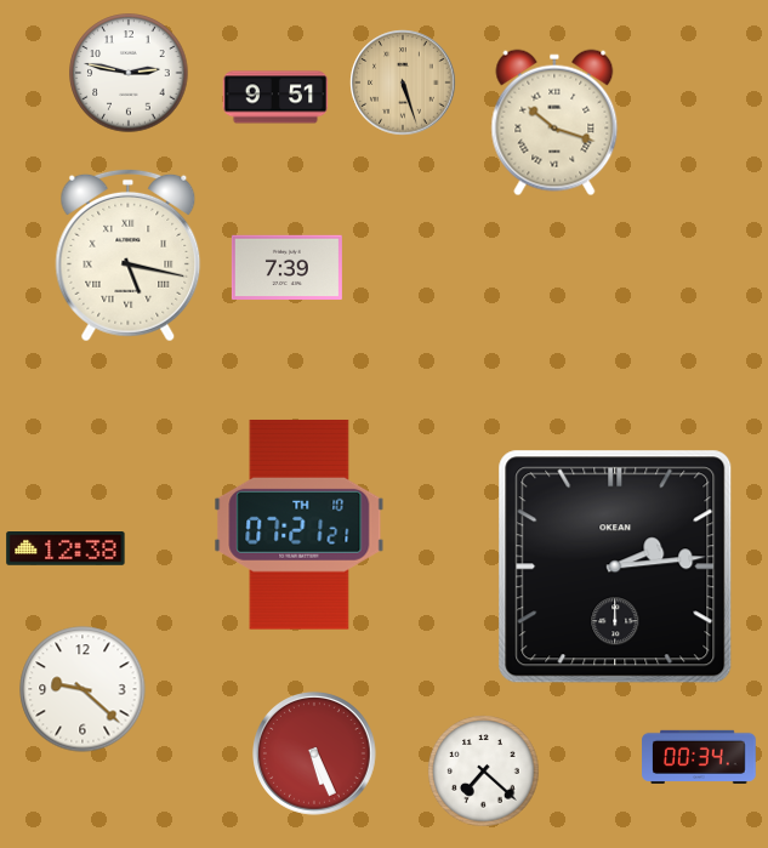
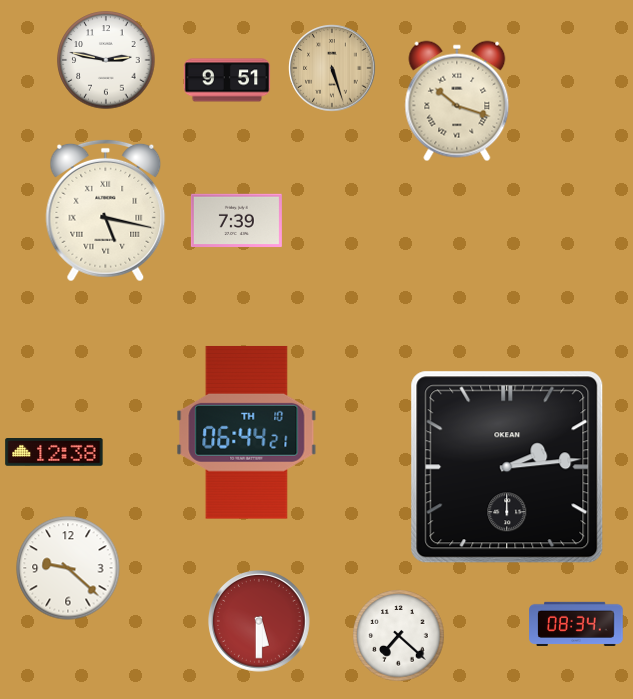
clock at (300, 524): 07:21 -> 06:44
clock at (315, 755): 5:26 -> 5:30
clock at (699, 757): 00:34 -> 08:34
